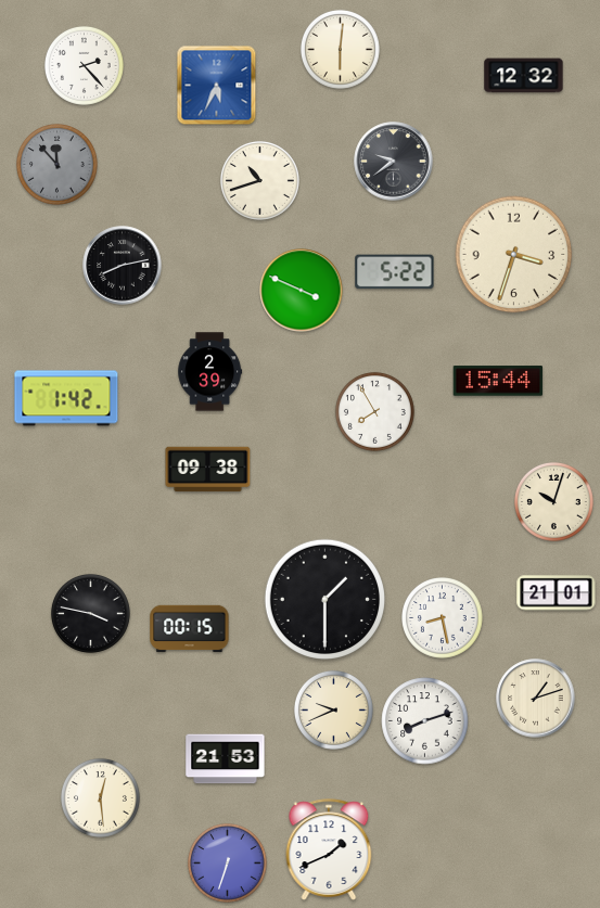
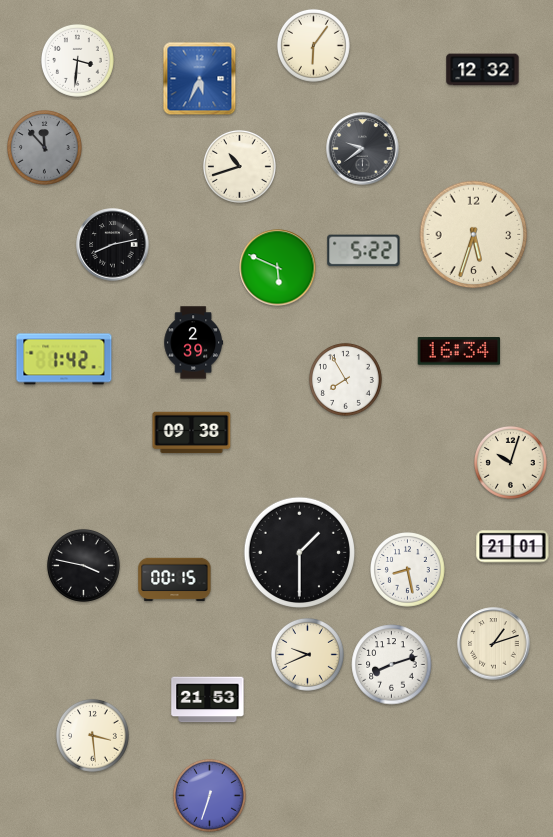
clock at (340, 49): 6:01 -> 6:06
clock at (84, 65): 2:23 -> 3:31
clock at (58, 165) position: (58, 165) -> (45, 148)
clock at (514, 255): 3:33 -> 5:33
clock at (302, 291): 3:49 -> 5:49
clock at (498, 381): 15:44 -> 16:34
clock at (66, 398) position: (66, 398) -> (64, 359)
clock at (100, 797): 12:29 -> 3:29
clock at (329, 849): 1:41 -> none
